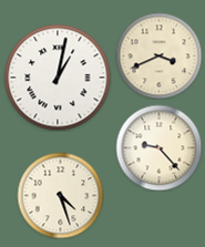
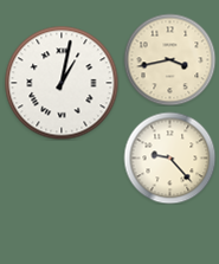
clock at (158, 55): 3:41 -> 3:43
clock at (60, 195): 4:27 -> none
